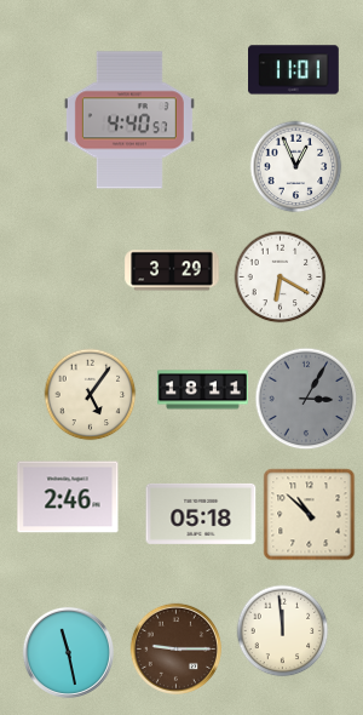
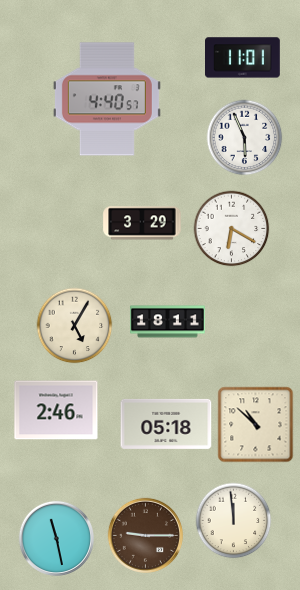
clock at (296, 167): 12:56 -> 5:56
clock at (91, 395): 5:06 -> 5:05
clock at (306, 399): 3:05 -> none
